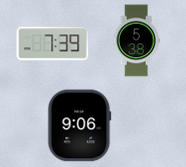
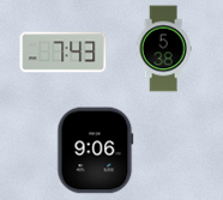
clock at (53, 44): 7:39 -> 7:43
